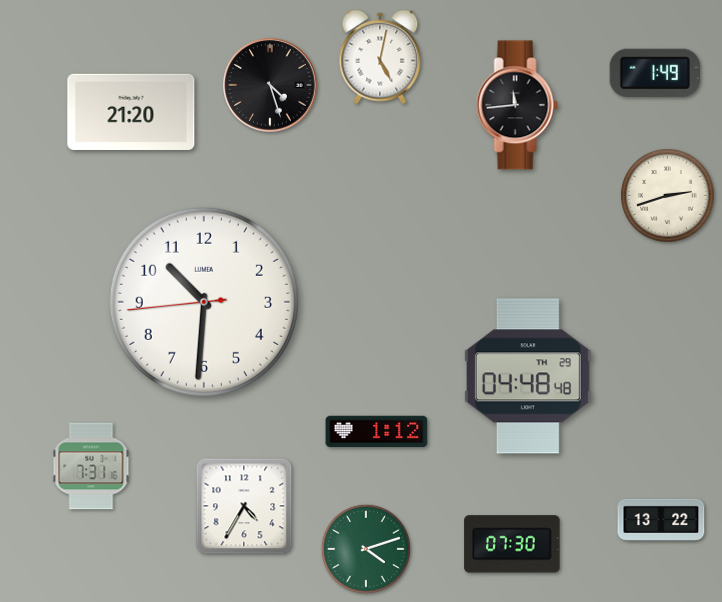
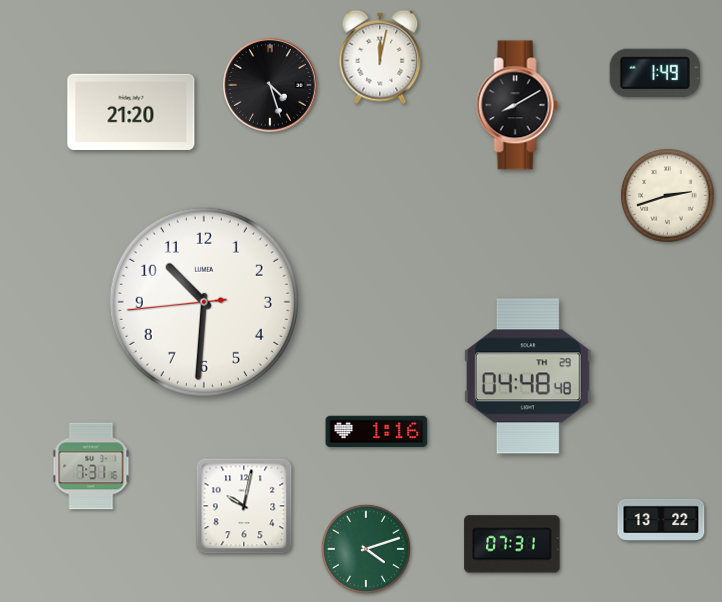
clock at (380, 57): 5:02 -> 12:02
clock at (517, 105): 11:44 -> 8:10
clock at (377, 432): 1:12 -> 1:16
clock at (244, 506): 4:35 -> 10:02
clock at (512, 544): 07:30 -> 07:31
